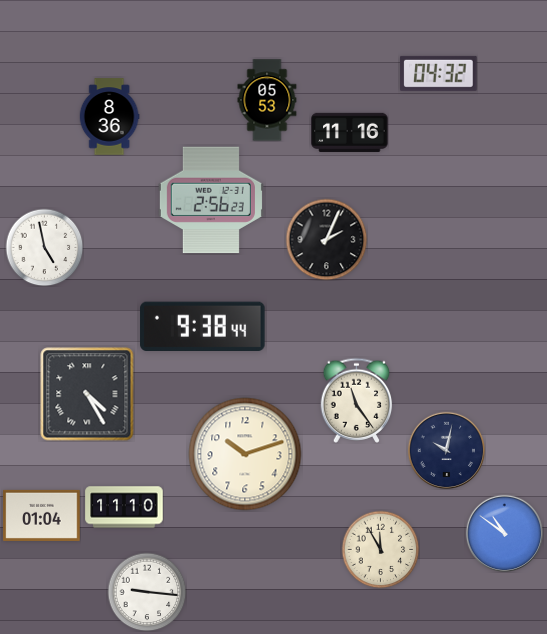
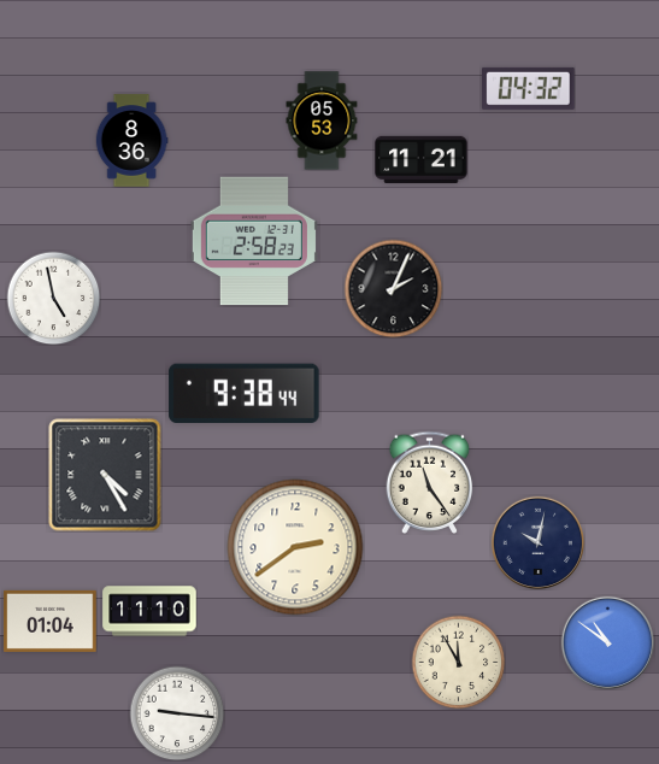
clock at (350, 132): 11:16 -> 11:21
clock at (211, 200): 2:56 -> 2:58
clock at (245, 454): 10:12 -> 2:39
